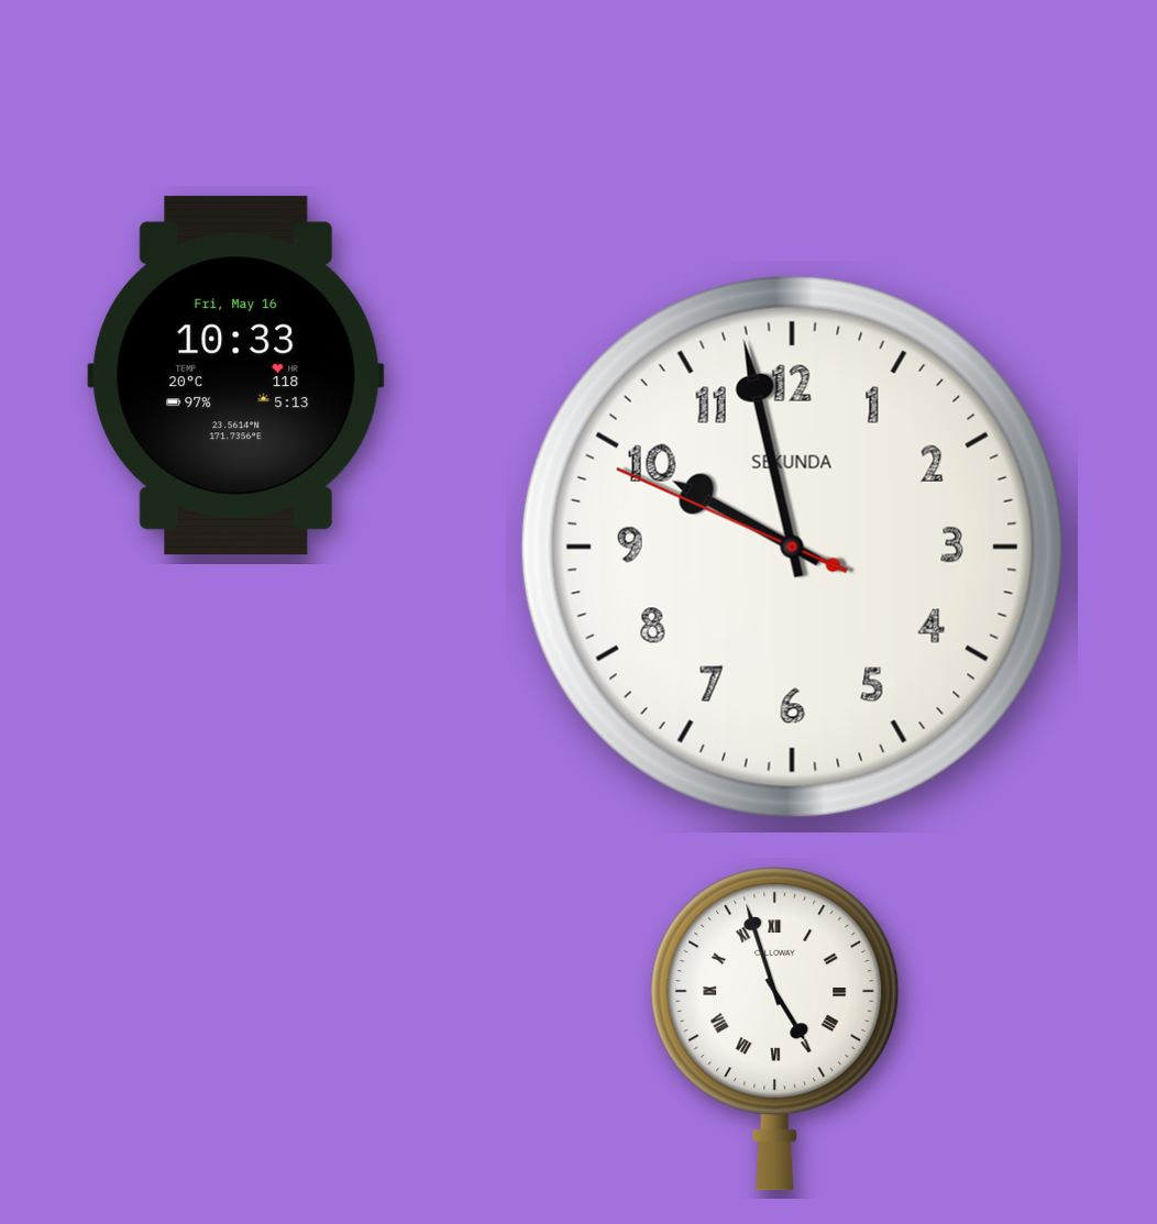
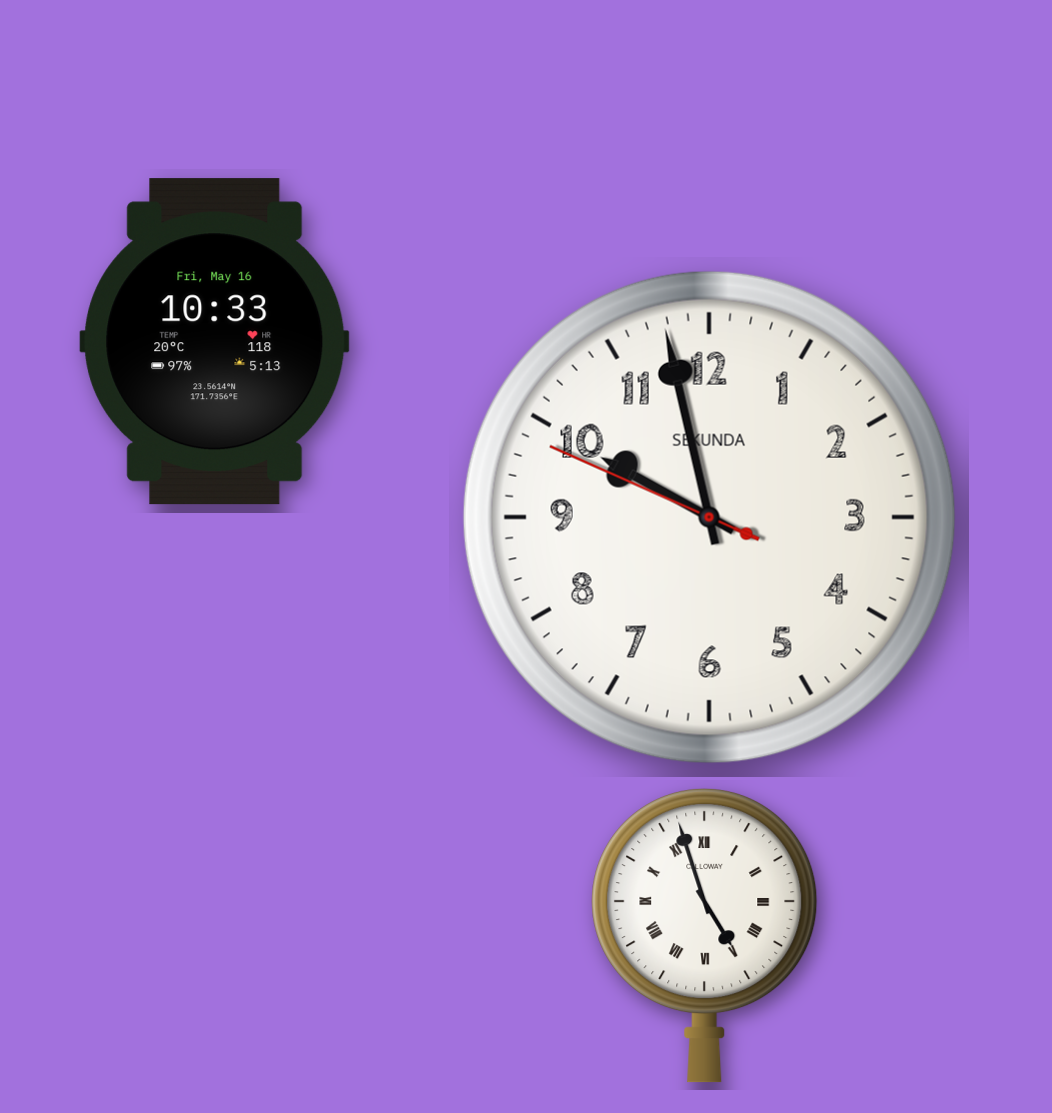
clock at (792, 547) position: (792, 547) -> (709, 517)
